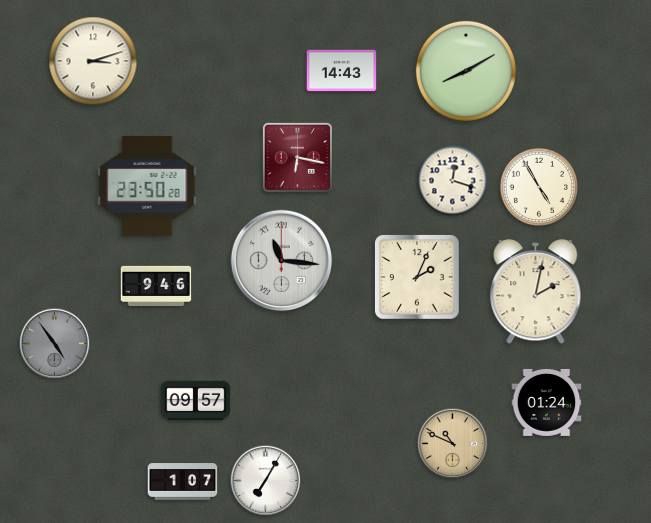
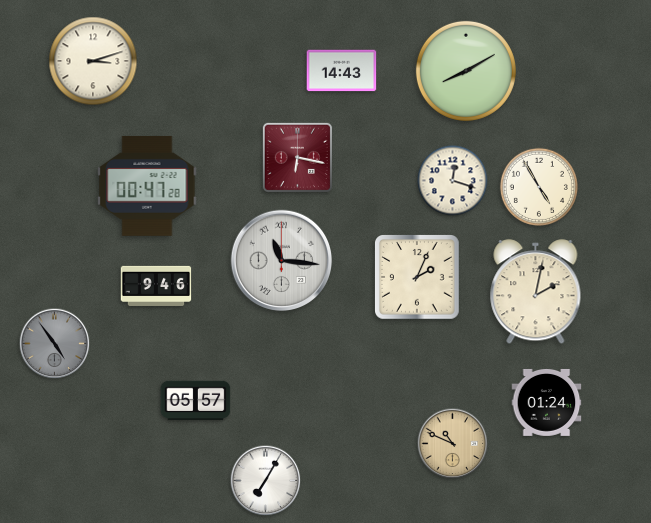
clock at (147, 186): 23:50 -> 00:47
clock at (196, 401): 09:57 -> 05:57
clock at (183, 482): 1:07 -> none
